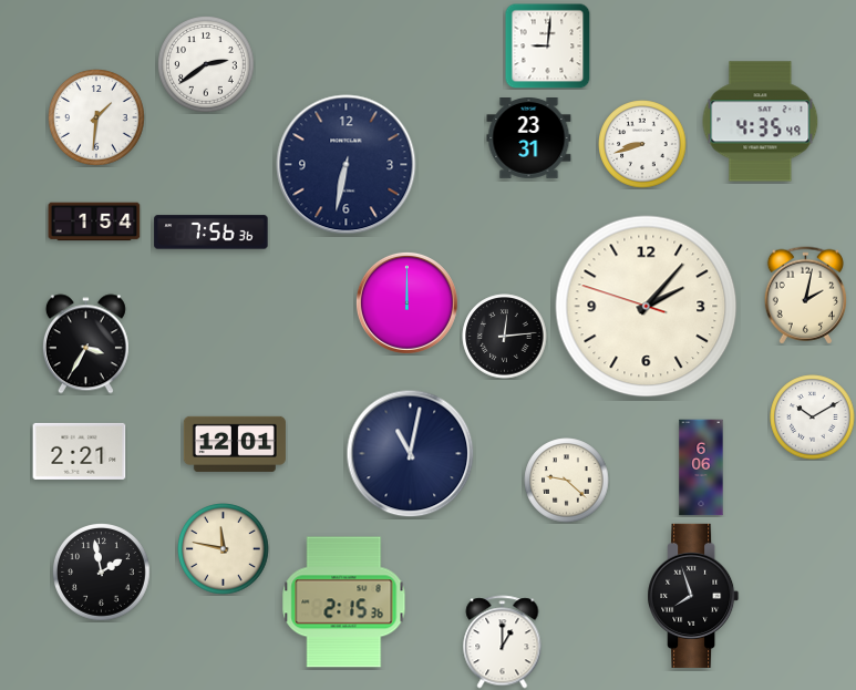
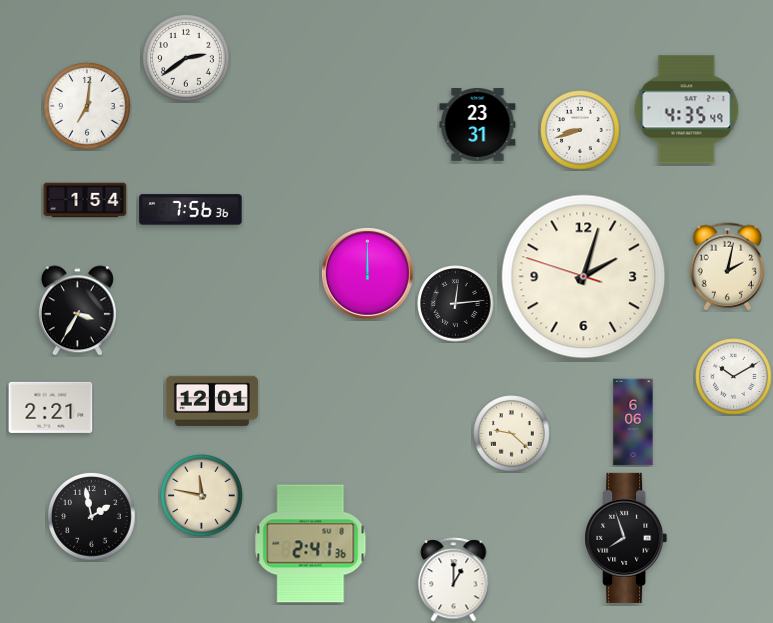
clock at (547, 45): 9:01 -> none
clock at (97, 119): 1:31 -> 7:01
clock at (347, 165): 6:32 -> none
clock at (647, 307): 2:06 -> 2:02
clock at (80, 451) position: (80, 451) -> (51, 407)
clock at (411, 454): 11:02 -> none
clock at (344, 603): 2:15 -> 2:41
